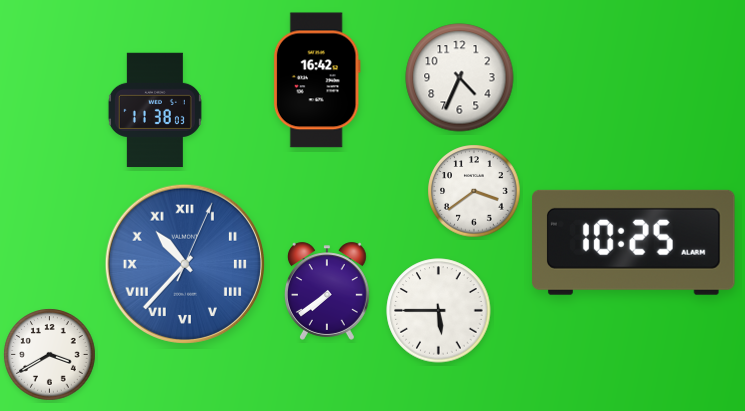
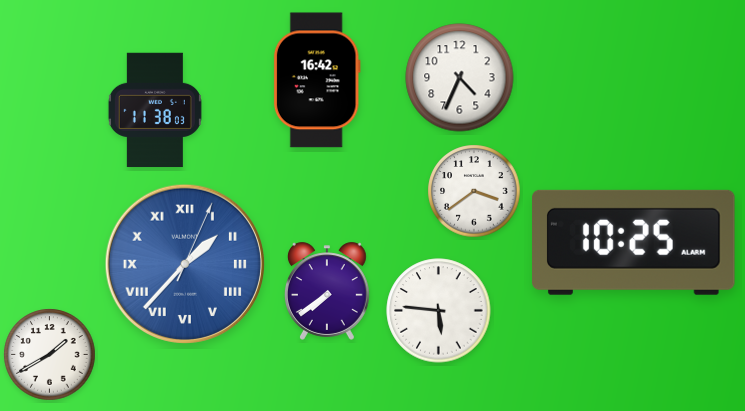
clock at (185, 264): 10:37 -> 1:37
clock at (439, 311): 5:45 -> 5:46
clock at (50, 355): 3:40 -> 1:40
